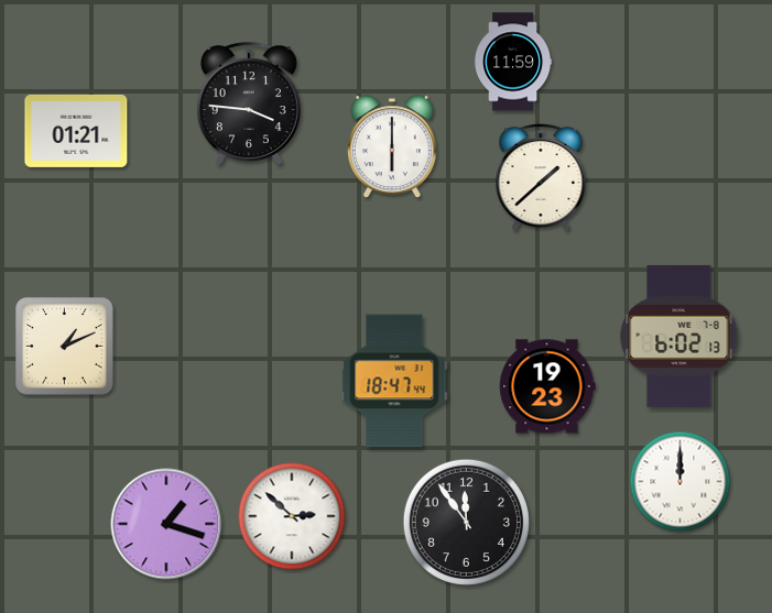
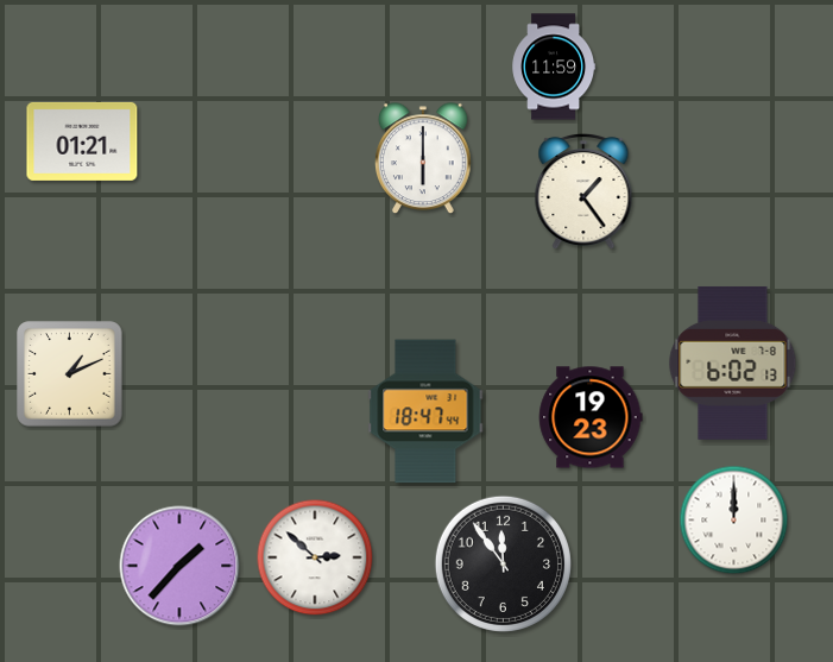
clock at (249, 103): 3:46 -> none
clock at (541, 176): 1:38 -> 1:24
clock at (166, 524): 1:18 -> 1:37
